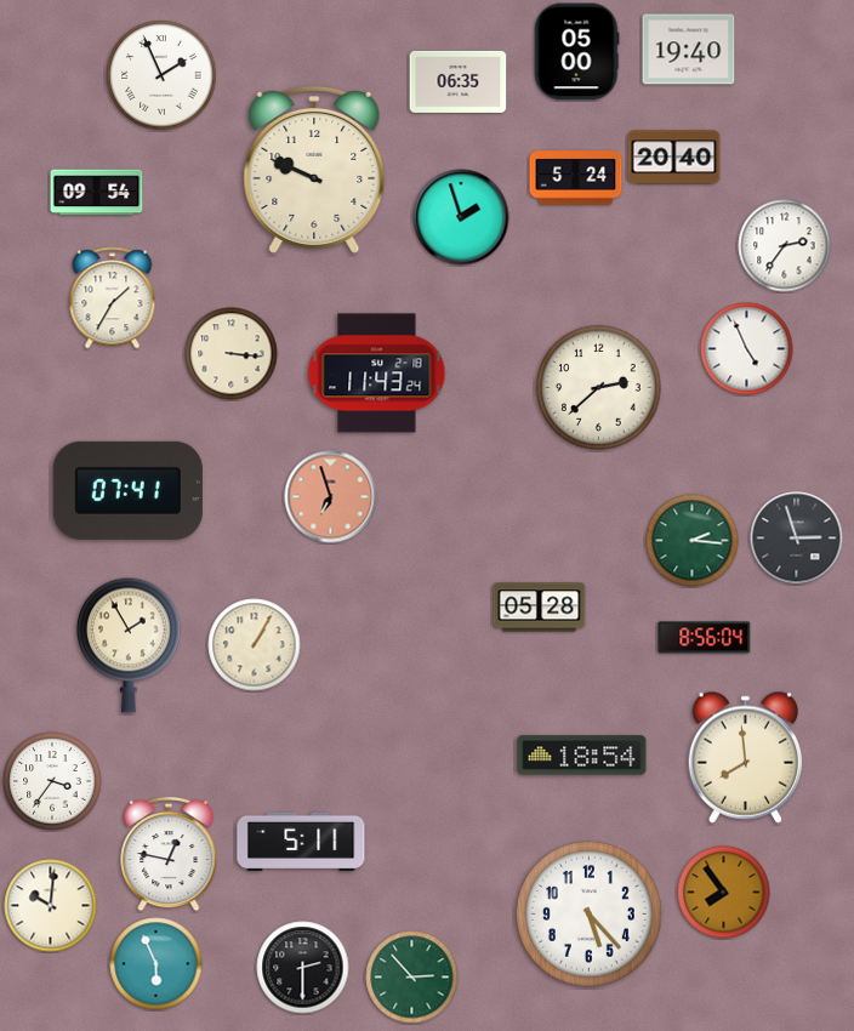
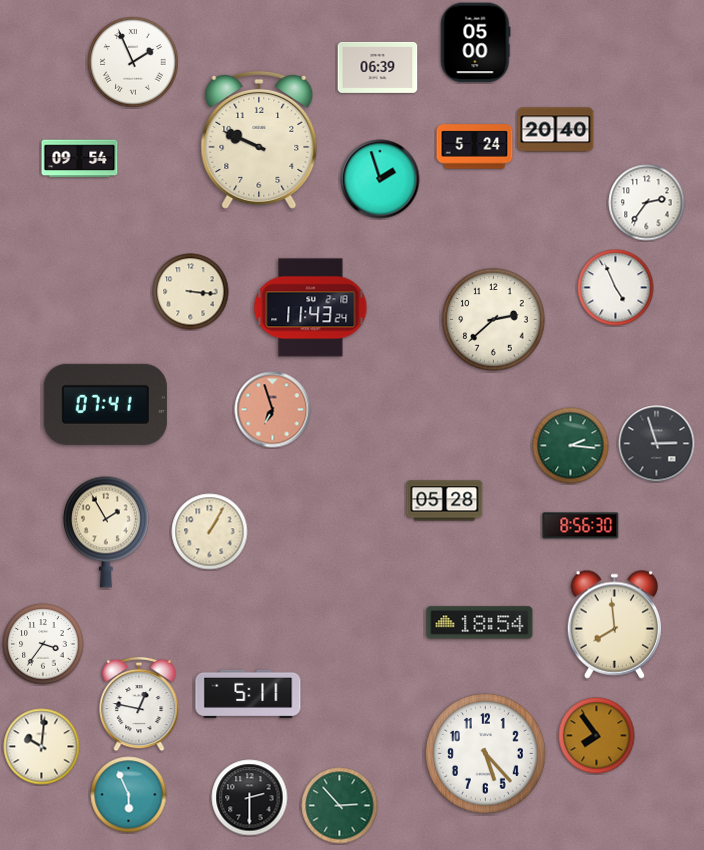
clock at (689, 50): 19:40 -> none
clock at (459, 81): 06:35 -> 06:39
clock at (113, 298): 1:35 -> none
clock at (705, 638): 8:56:04 -> 8:56:30
